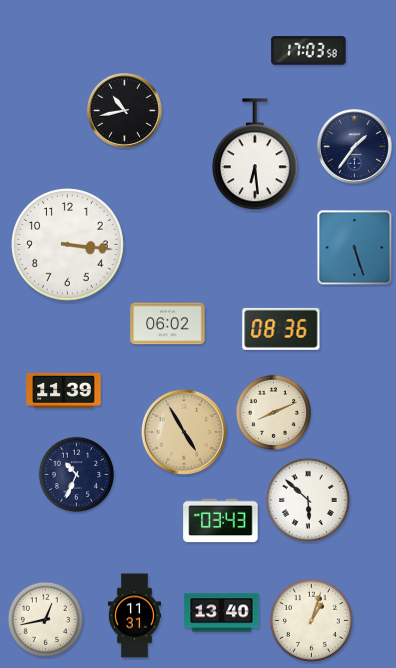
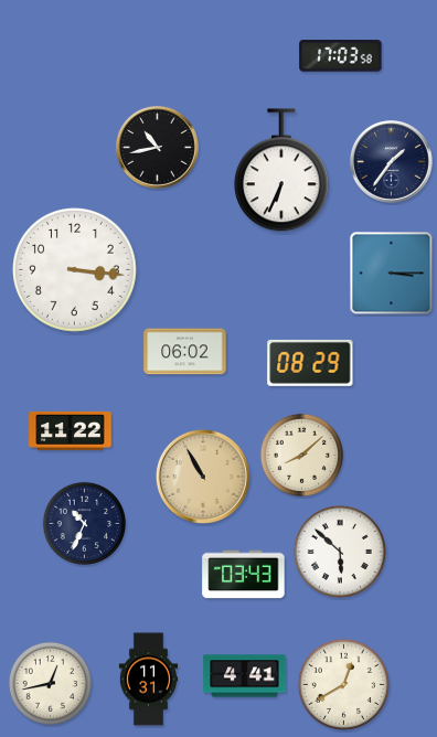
clock at (125, 111) position: (125, 111) -> (158, 148)
clock at (255, 155): 6:29 -> 6:34
clock at (355, 248): 5:27 -> 3:15
clock at (168, 324) position: (168, 324) -> (185, 352)
clock at (281, 329): 08:36 -> 08:29
clock at (64, 390): 11:39 -> 11:22
clock at (273, 412): 8:11 -> 8:08
clock at (184, 432): 4:55 -> 10:55
clock at (222, 613): 13:40 -> 4:41
clock at (311, 620): 1:03 -> 12:40
